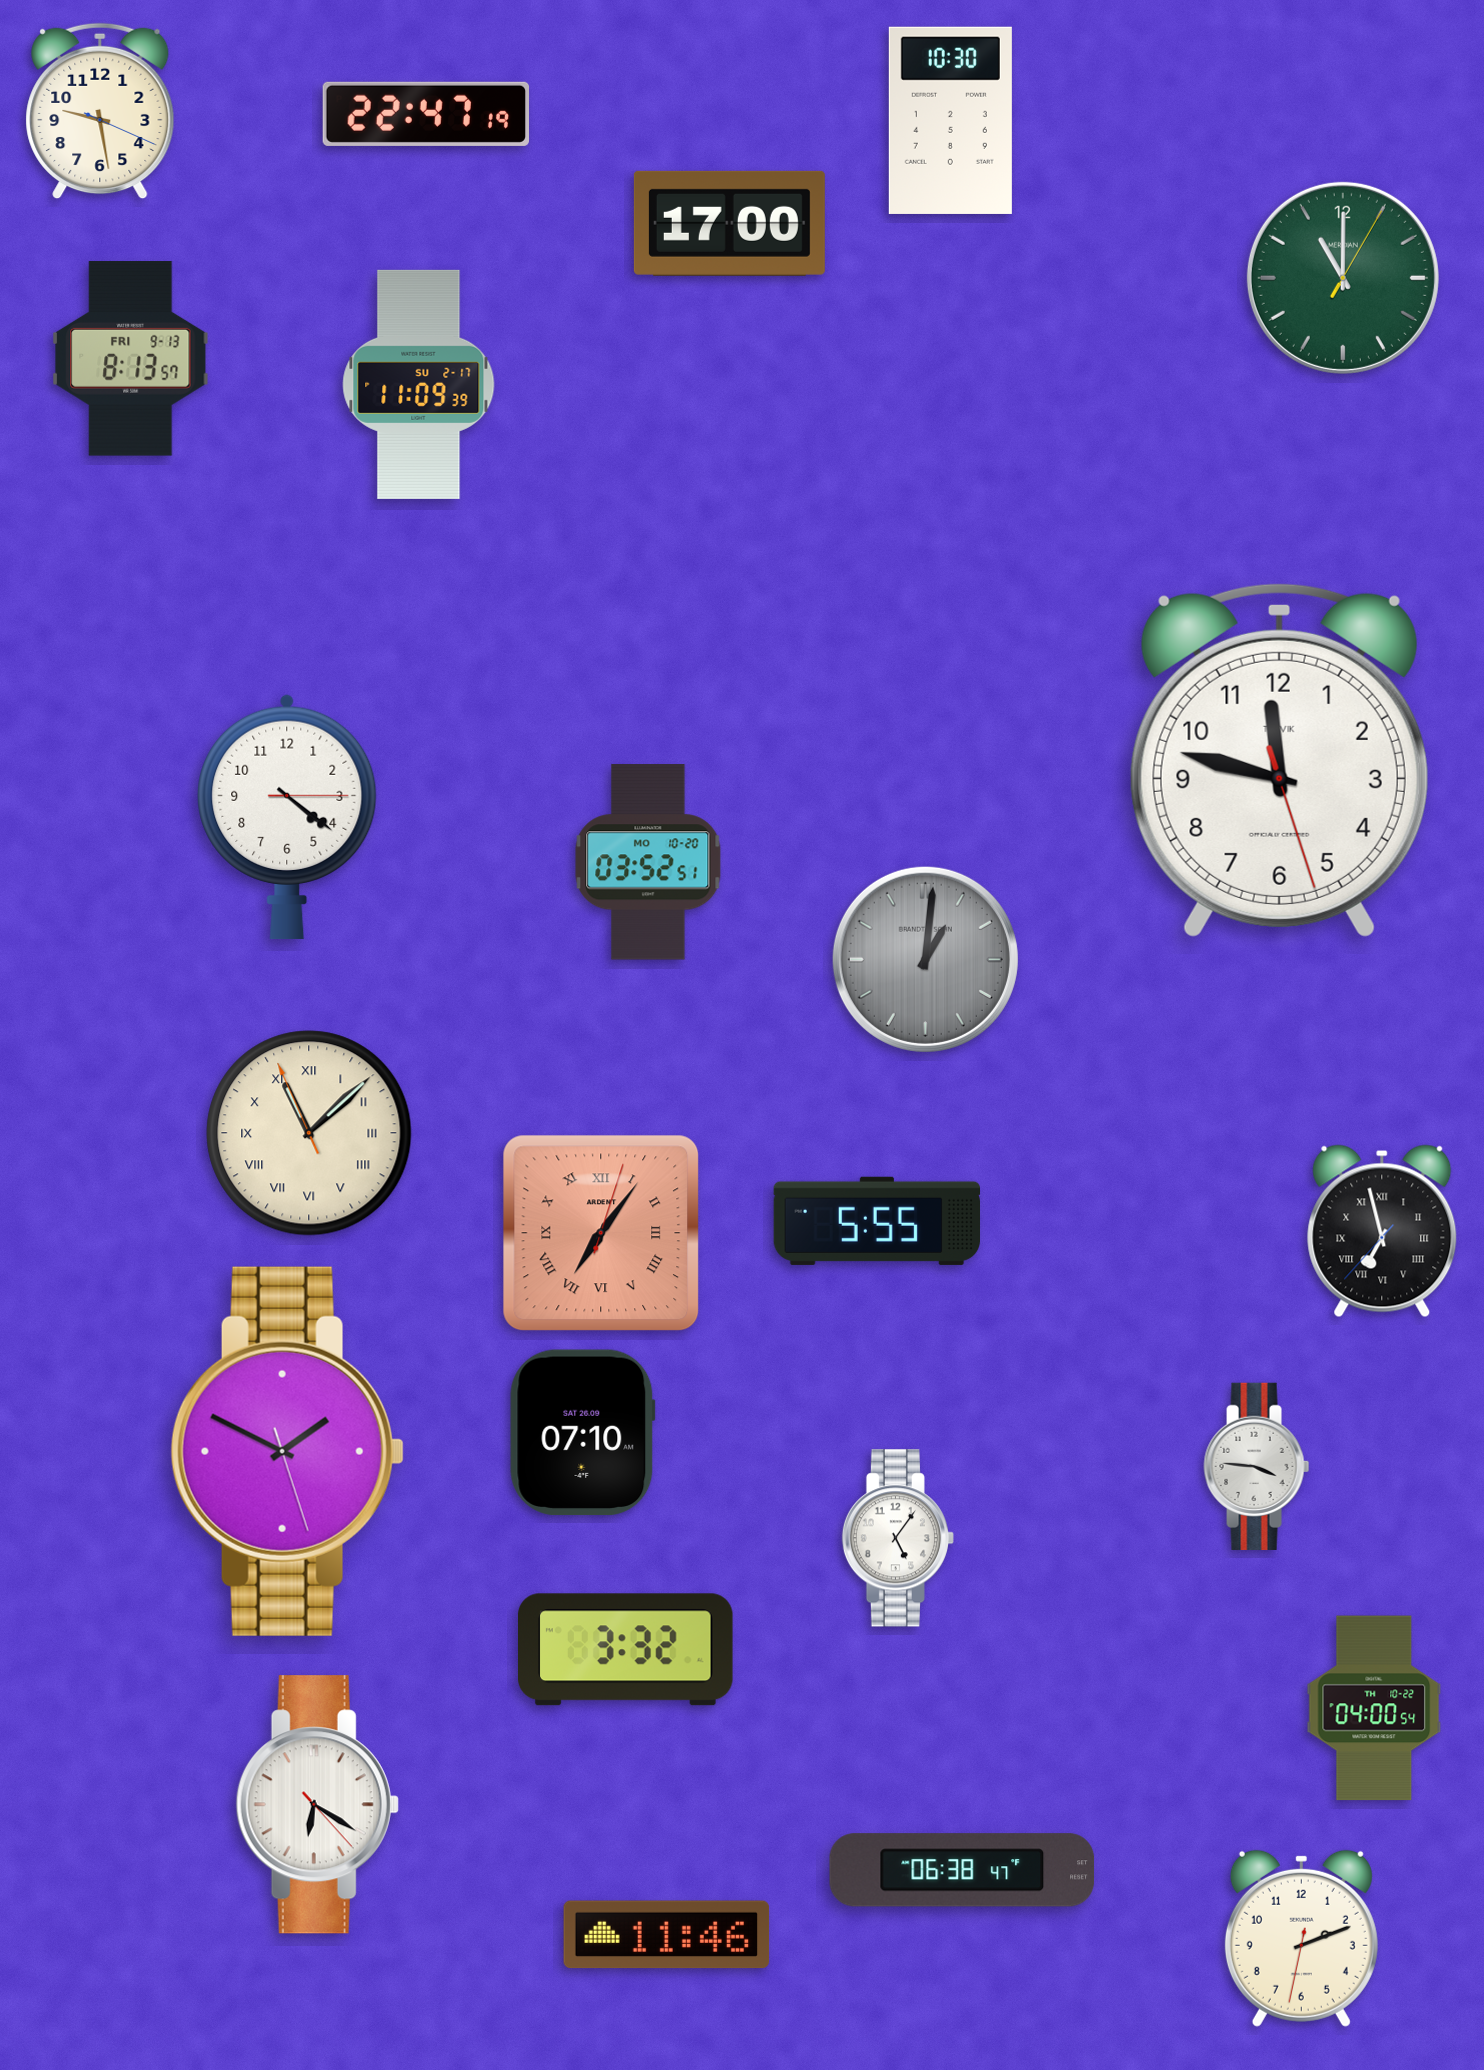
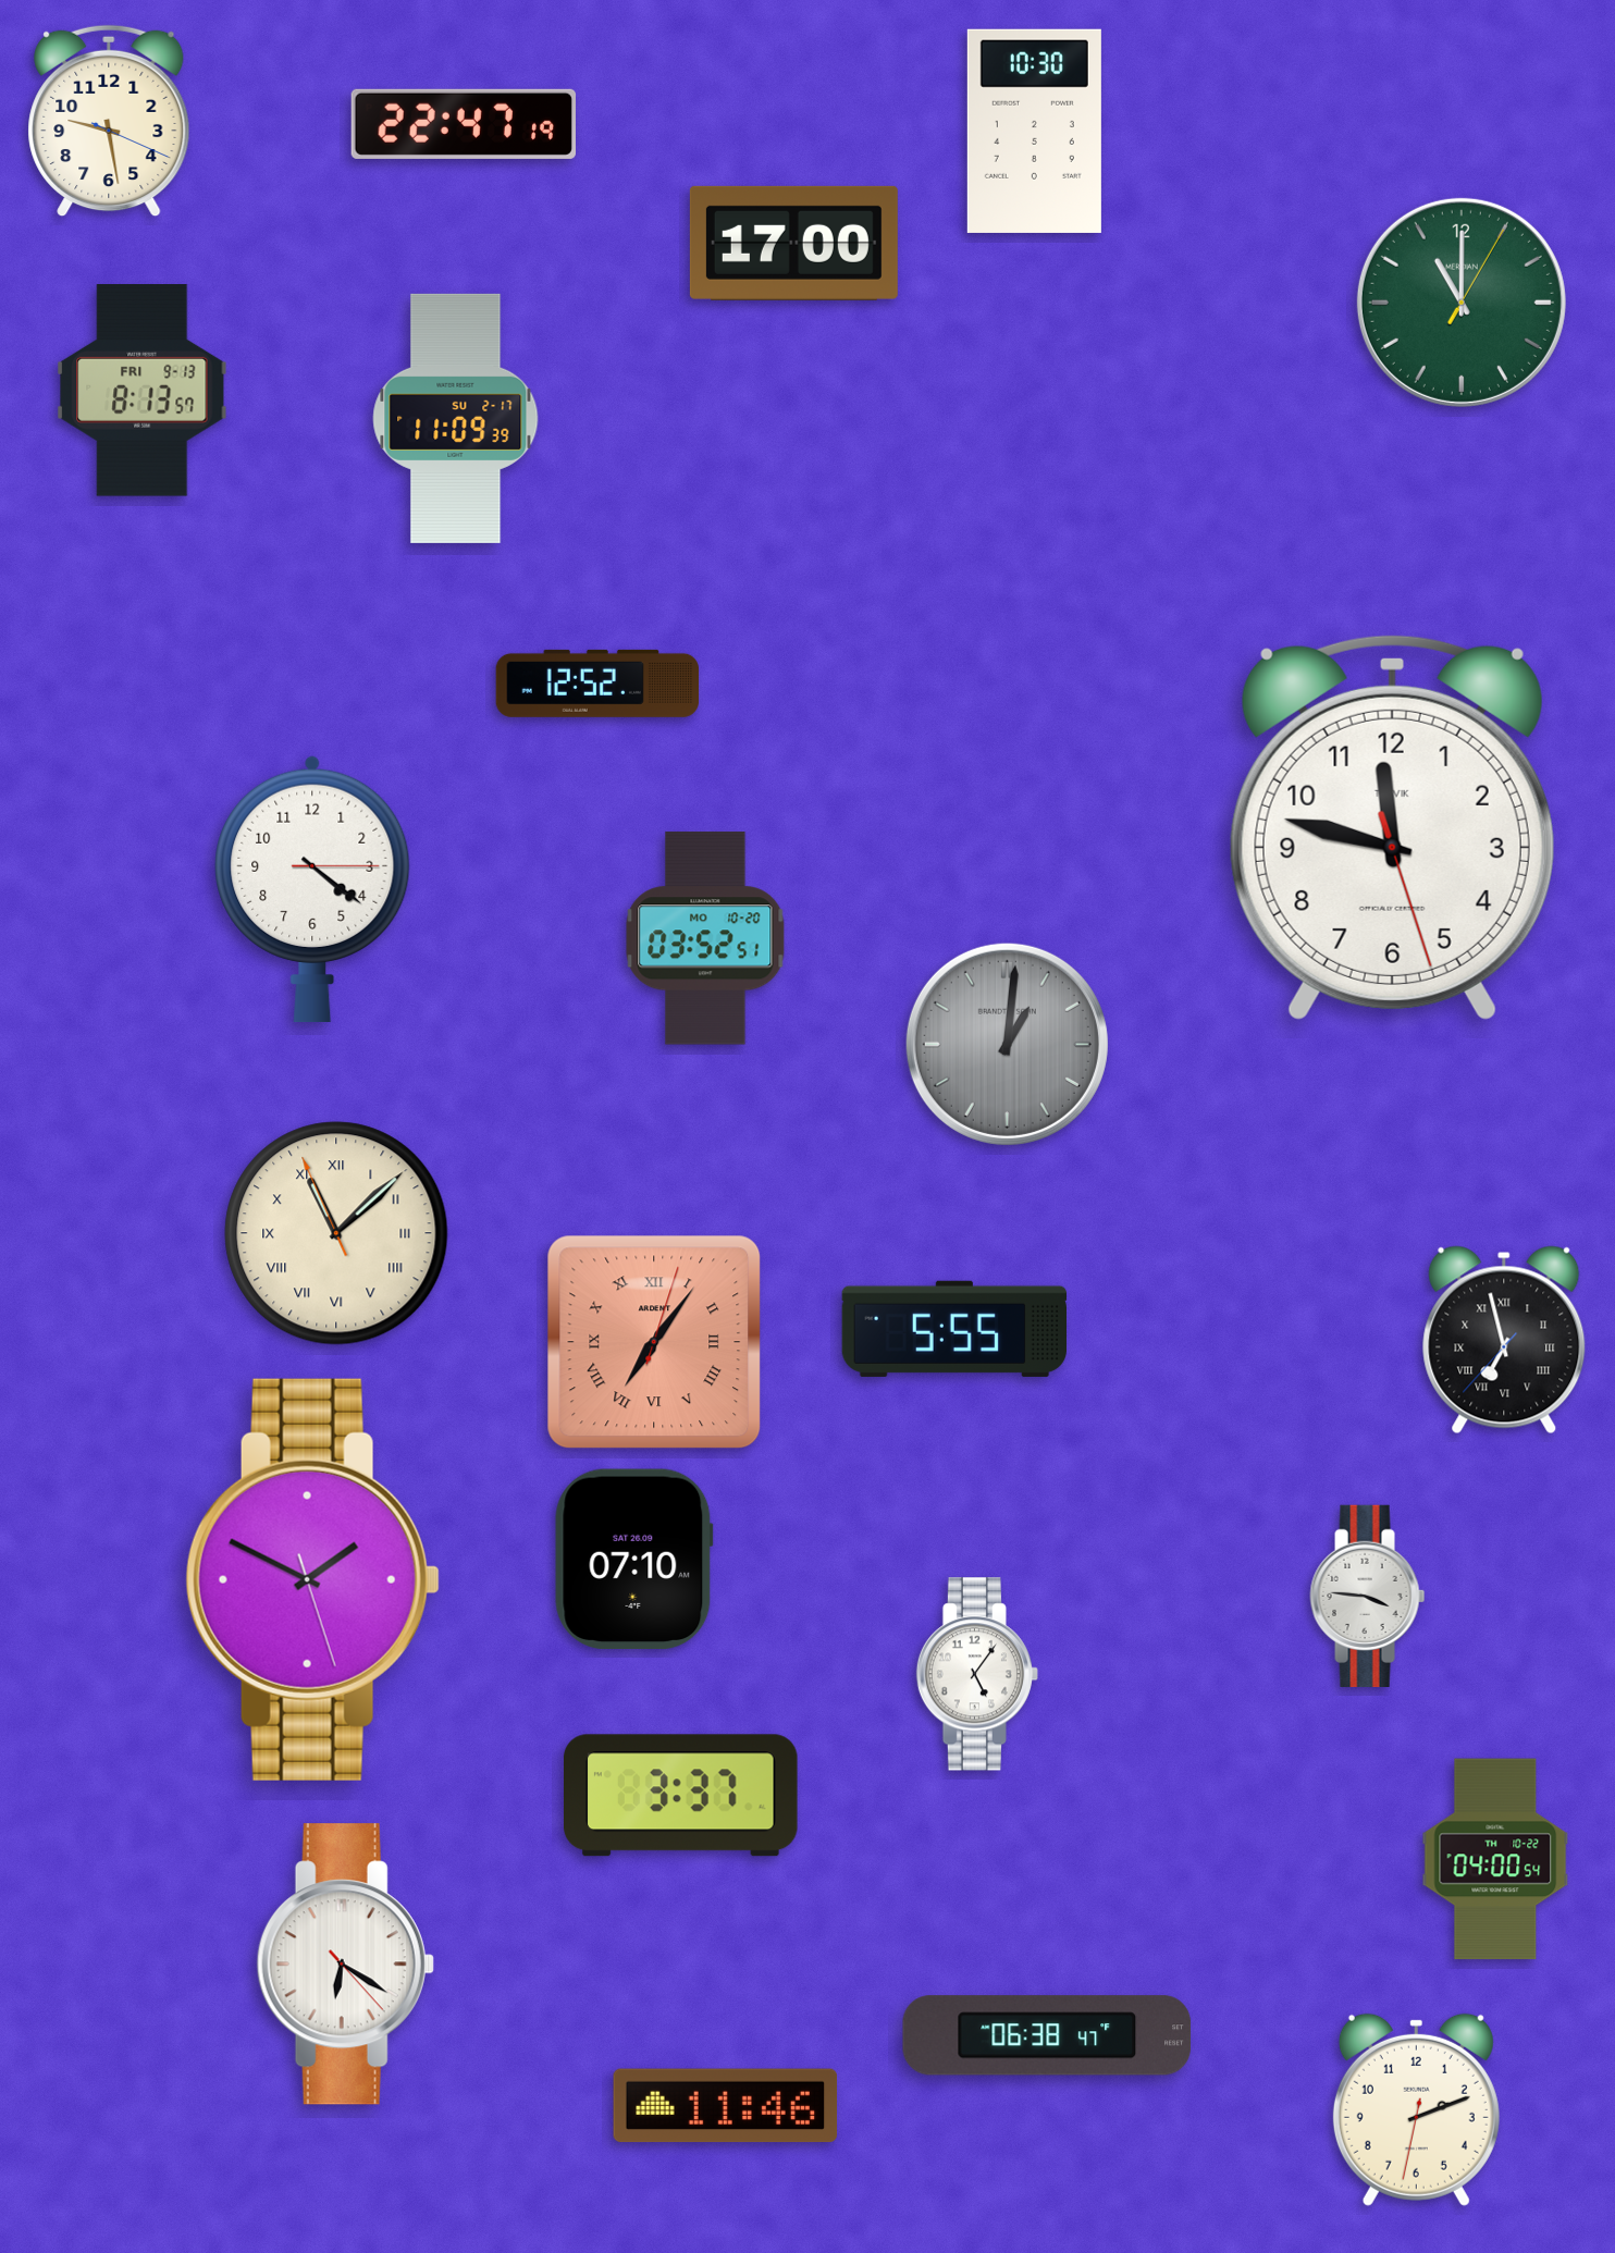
clock at (597, 684): none -> 12:52
clock at (626, 1650): 3:32 -> 3:37
